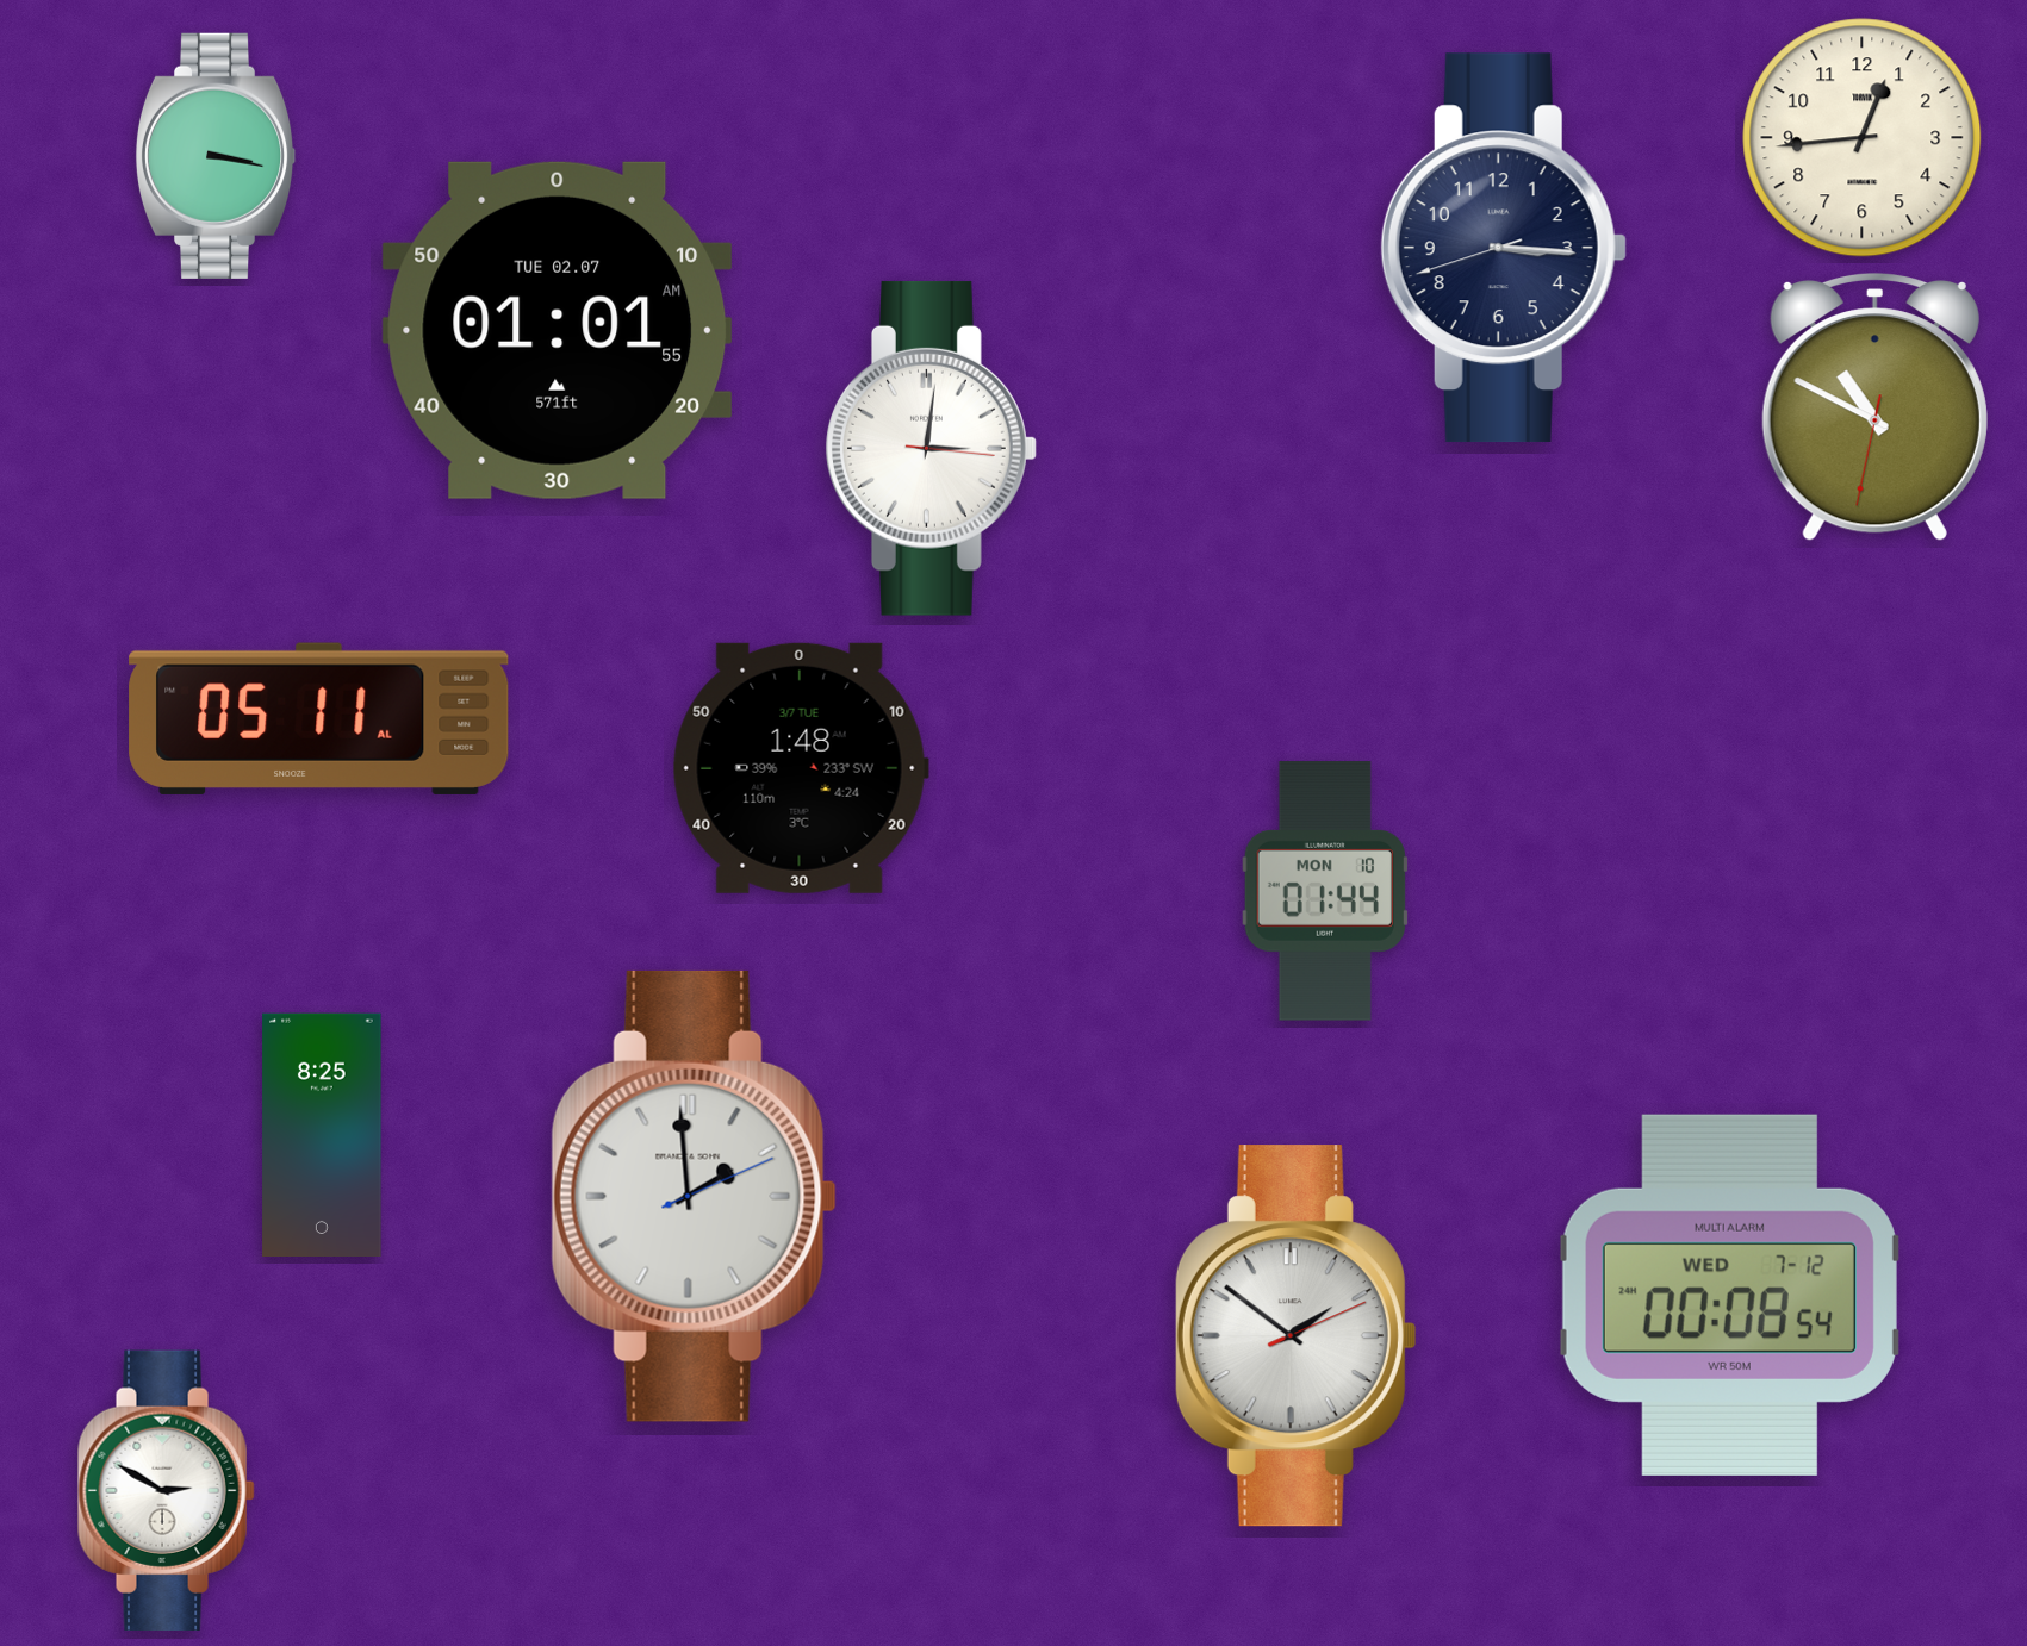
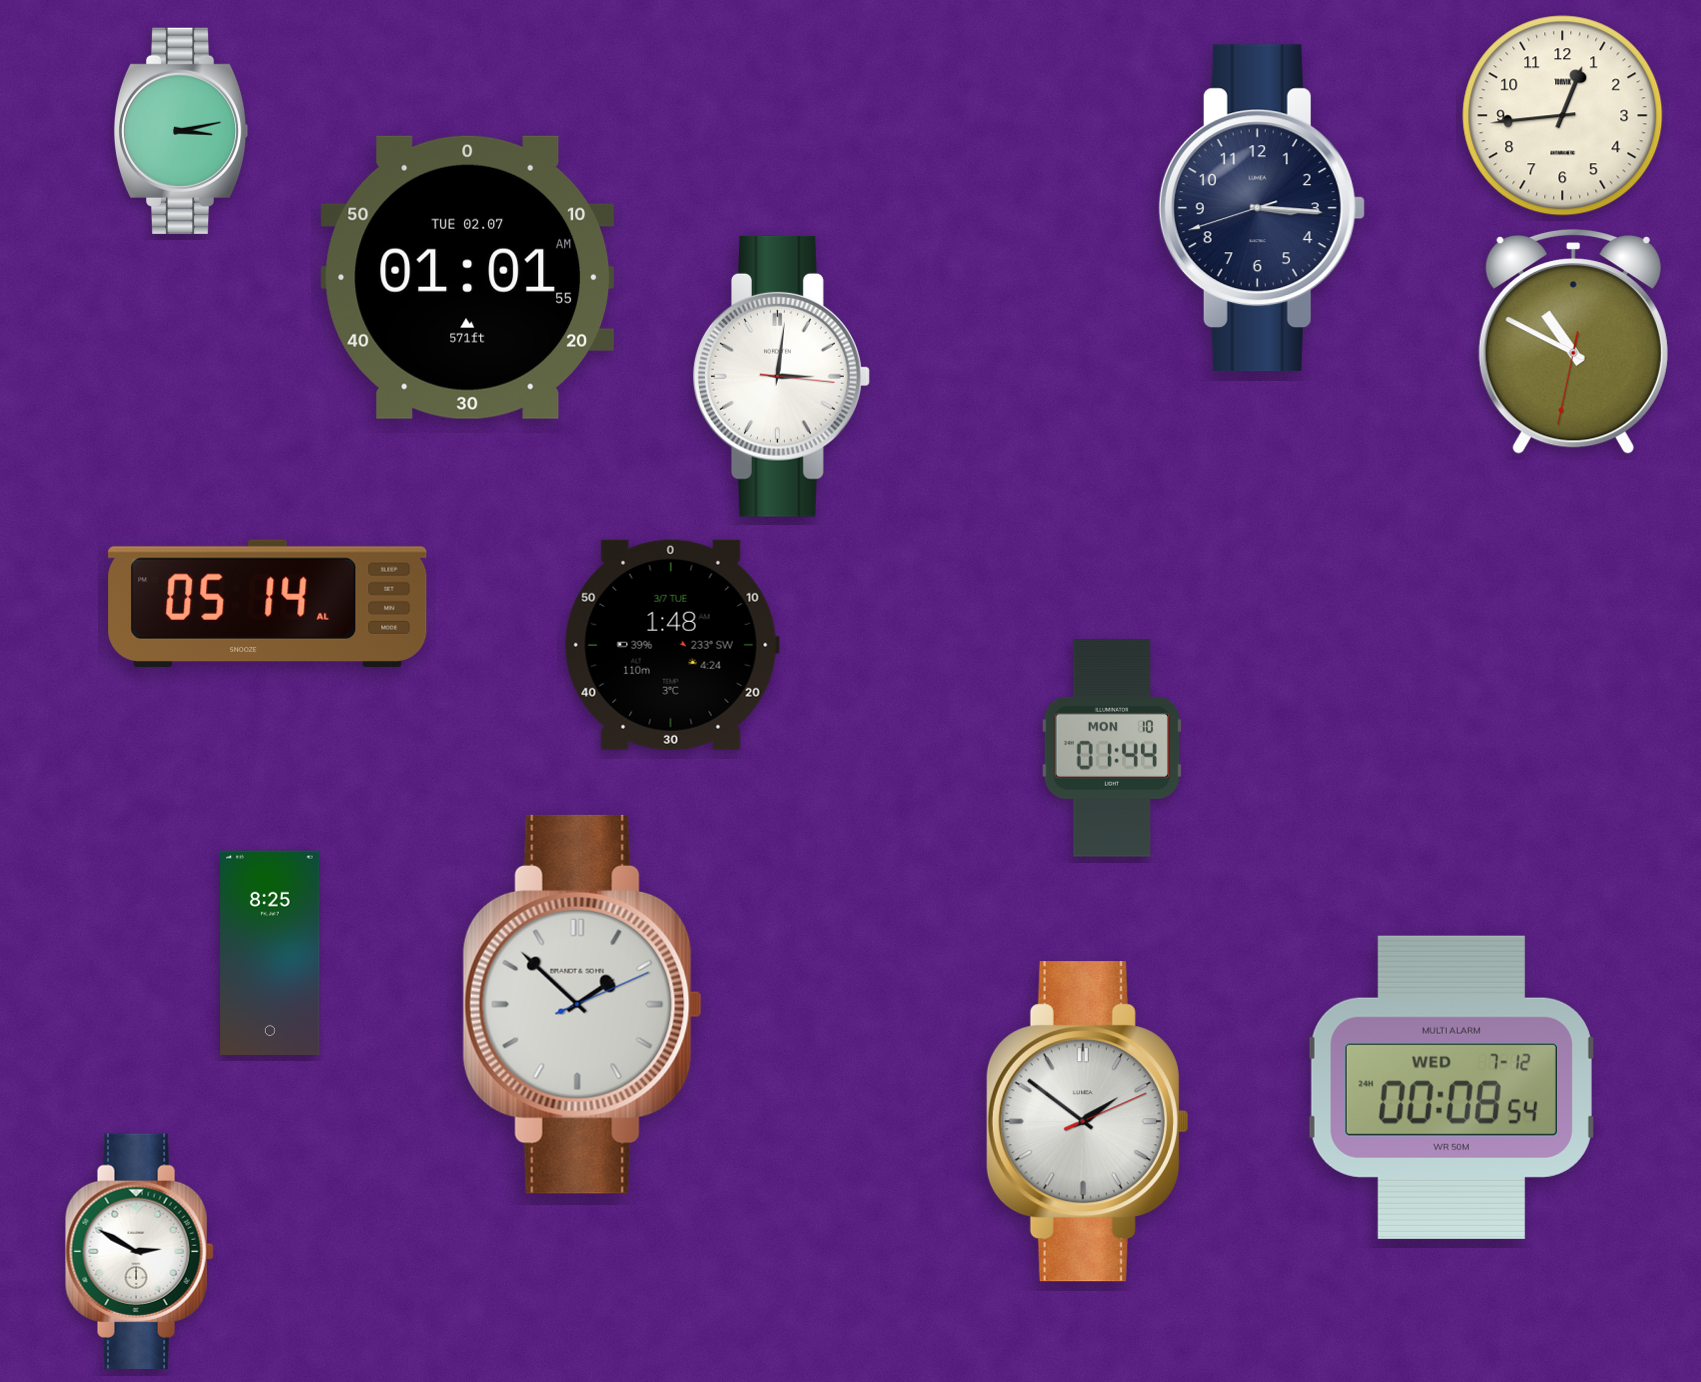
clock at (216, 156): 3:17 -> 3:13
clock at (319, 718): 05:11 -> 05:14
clock at (694, 1196): 1:59 -> 1:52
